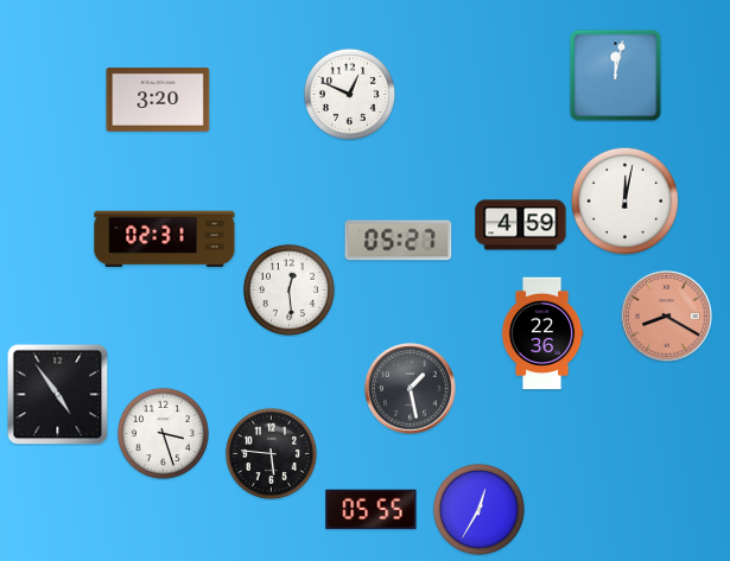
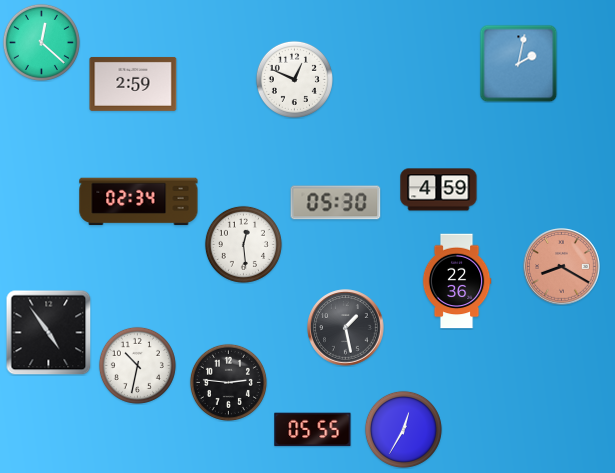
clock at (41, 42): none -> 12:22
clock at (615, 75): 12:02 -> 2:02
clock at (158, 100): 3:20 -> 2:59
clock at (624, 200): 12:02 -> none
clock at (165, 240): 02:31 -> 02:34
clock at (399, 241): 05:27 -> 05:30
clock at (163, 433): 3:27 -> 10:32
clock at (271, 453): 5:46 -> 2:46
